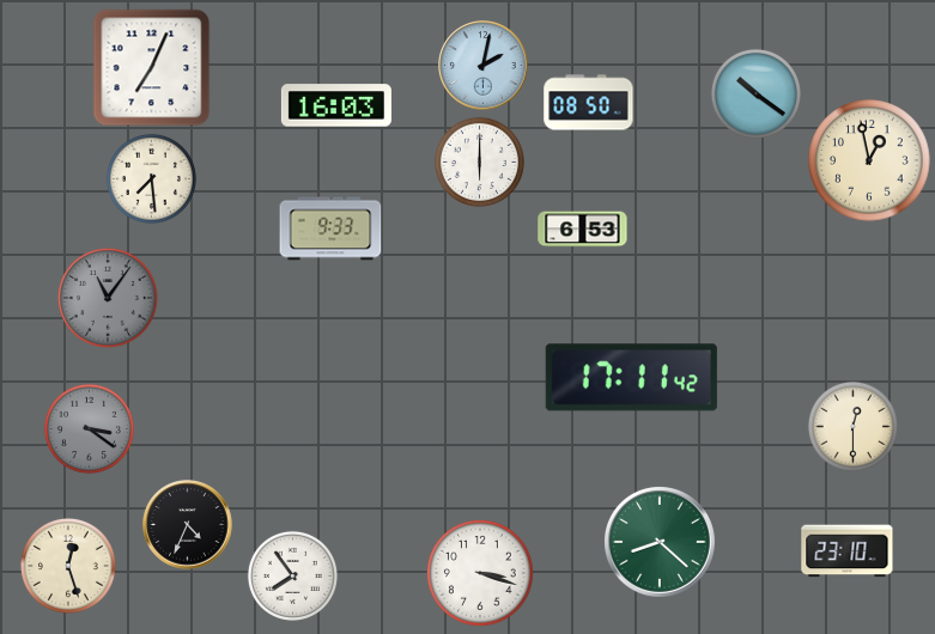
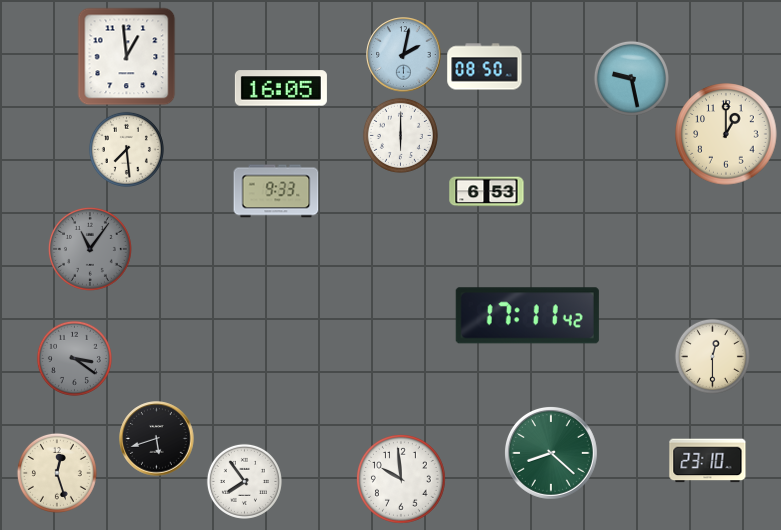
clock at (152, 68): 7:04 -> 12:59
clock at (755, 93): 10:21 -> 9:28
clock at (589, 103) position: (589, 103) -> (485, 67)
clock at (336, 105): 16:03 -> 16:05
clock at (869, 160): 12:58 -> 1:00
clock at (188, 525): 4:34 -> 5:42
clock at (481, 574): 3:18 -> 9:59
